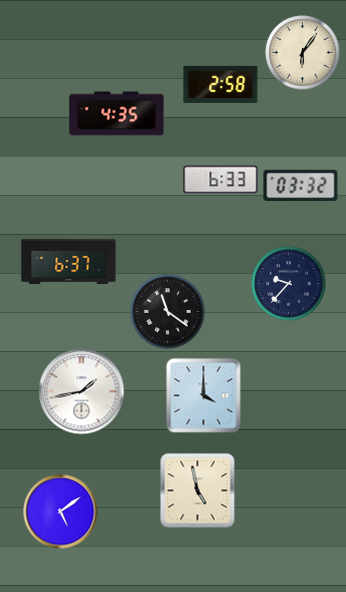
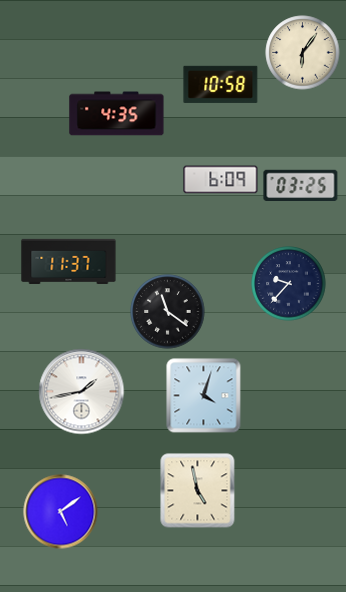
clock at (221, 84): 2:58 -> 10:58
clock at (221, 180): 6:33 -> 6:09
clock at (301, 185): 03:32 -> 03:25
clock at (69, 261): 6:37 -> 11:37
clock at (204, 396): 4:00 -> 4:03
